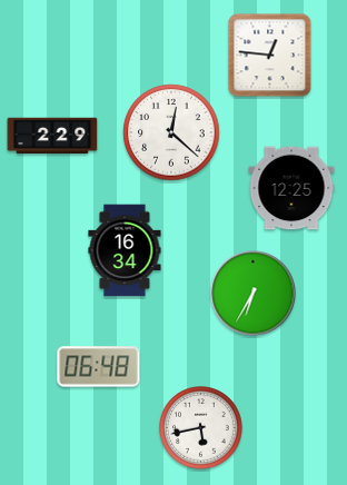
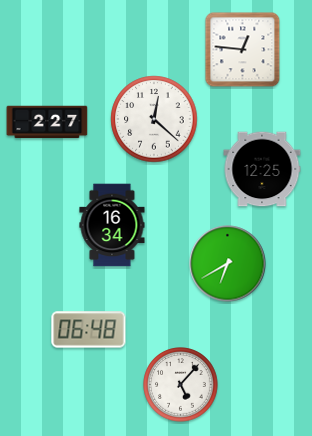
clock at (52, 136): 2:29 -> 2:27
clock at (254, 294): 6:35 -> 6:40
clock at (201, 428): 5:43 -> 5:07
